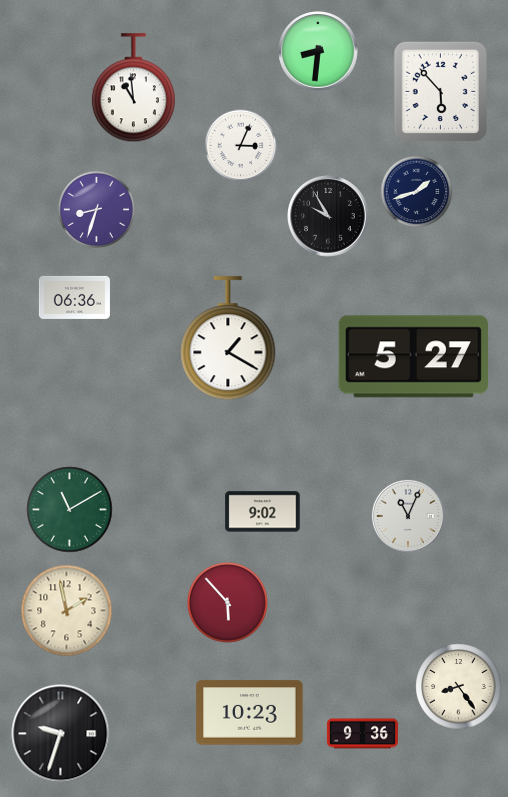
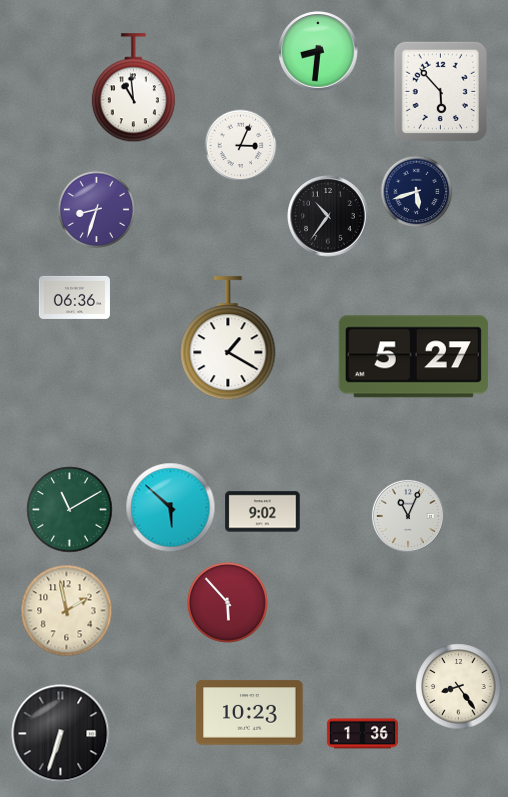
clock at (417, 192): 1:42 -> 5:42
clock at (328, 216): 9:55 -> 10:36
clock at (171, 508): none -> 5:52
clock at (61, 734): 9:33 -> 6:33
clock at (362, 734): 9:36 -> 1:36
